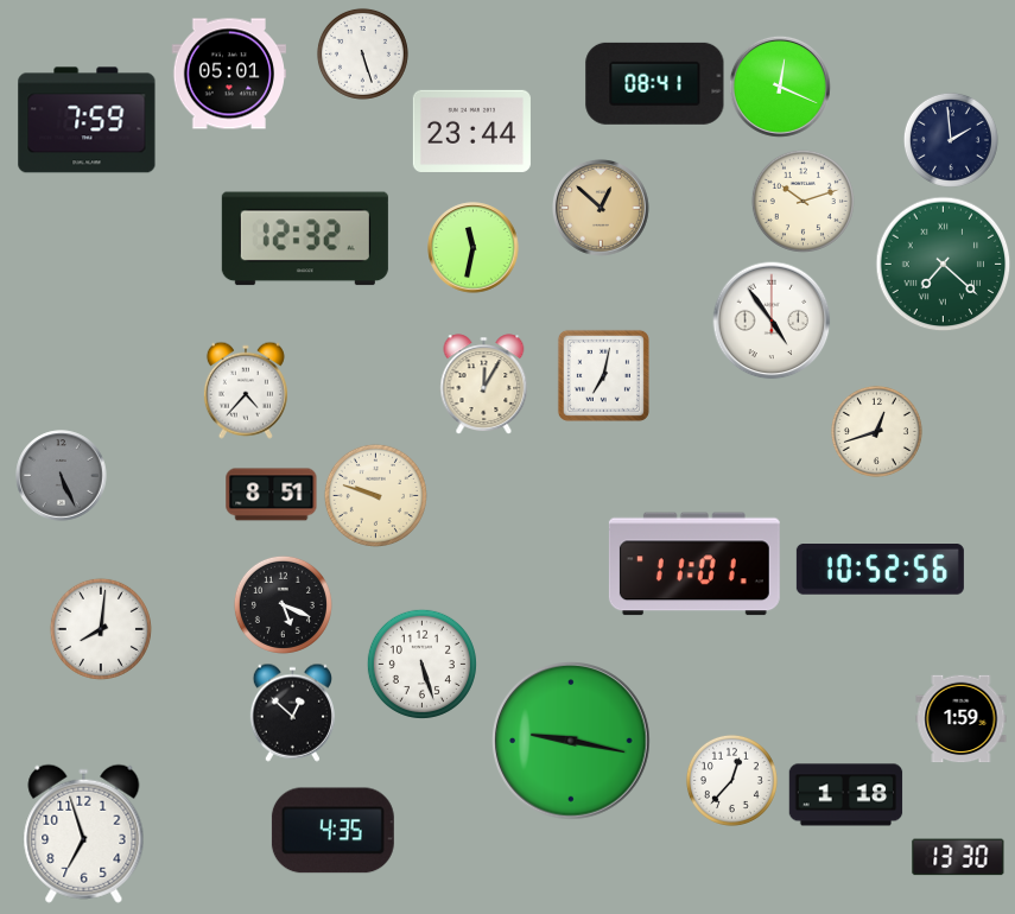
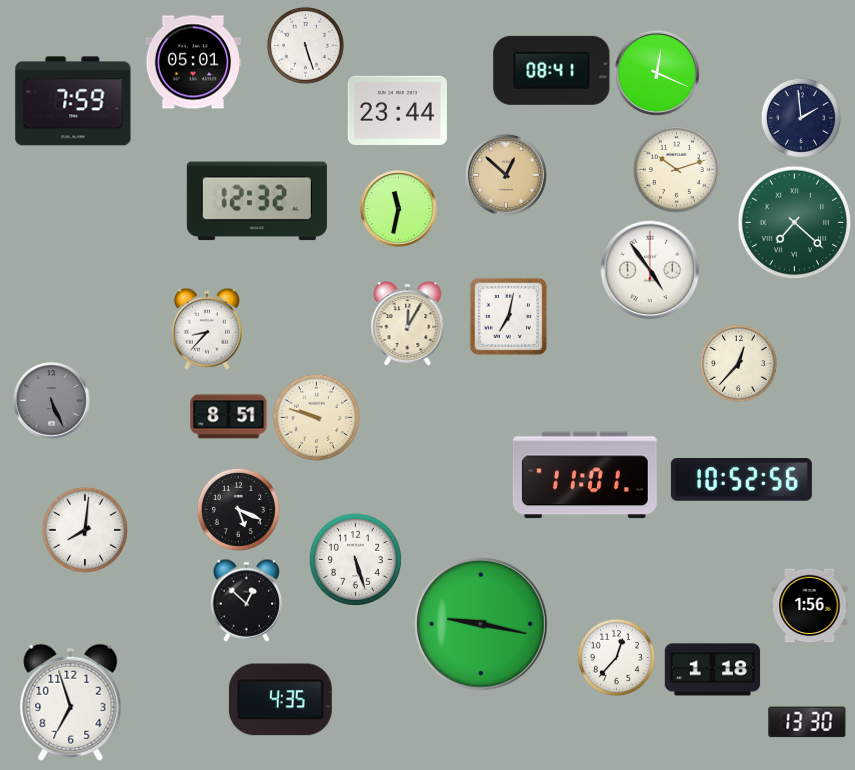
clock at (246, 391): 4:37 -> 8:37
clock at (876, 431): 12:42 -> 12:37
clock at (962, 719): 1:59 -> 1:56
